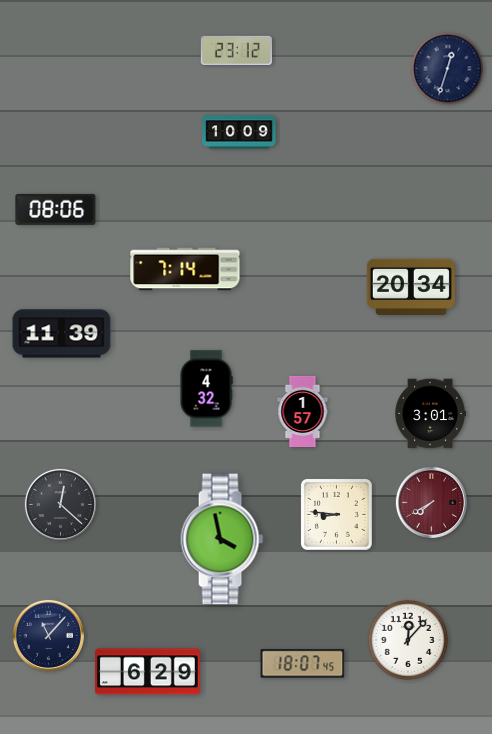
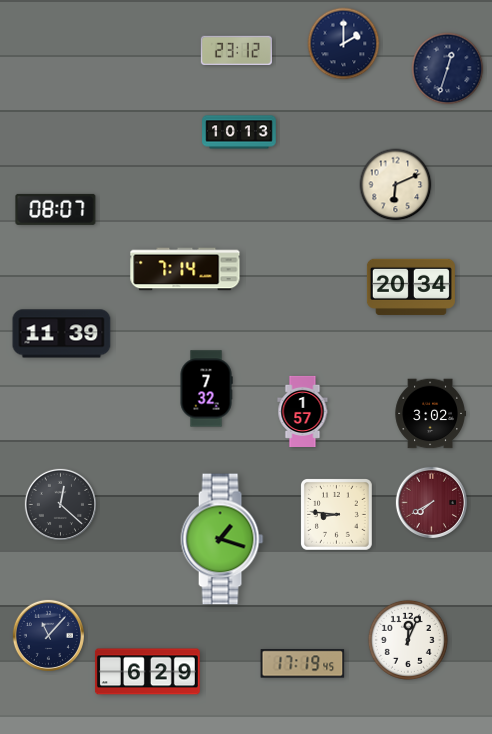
clock at (344, 44): none -> 2:00
clock at (239, 132): 10:09 -> 10:13
clock at (396, 185): none -> 6:11
clock at (56, 209): 08:06 -> 08:07
clock at (206, 389): 4:32 -> 7:32
clock at (430, 414): 3:01 -> 3:02
clock at (222, 539): 3:58 -> 1:18
clock at (408, 640): 12:07 -> 12:04
clock at (303, 664): 18:07 -> 17:19
